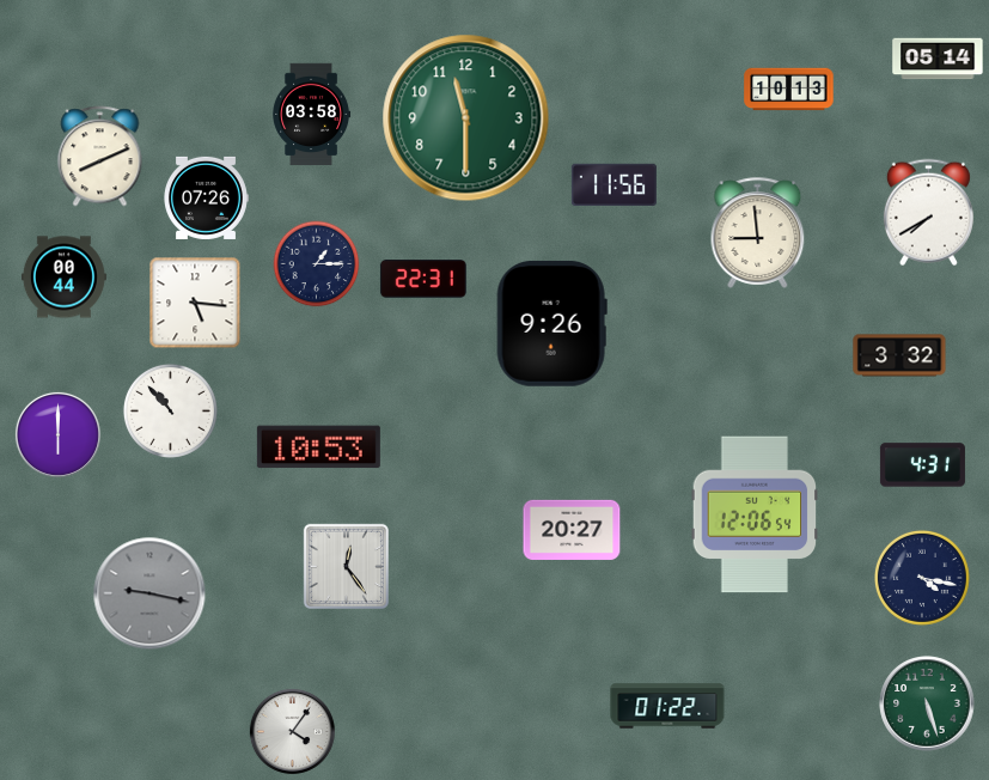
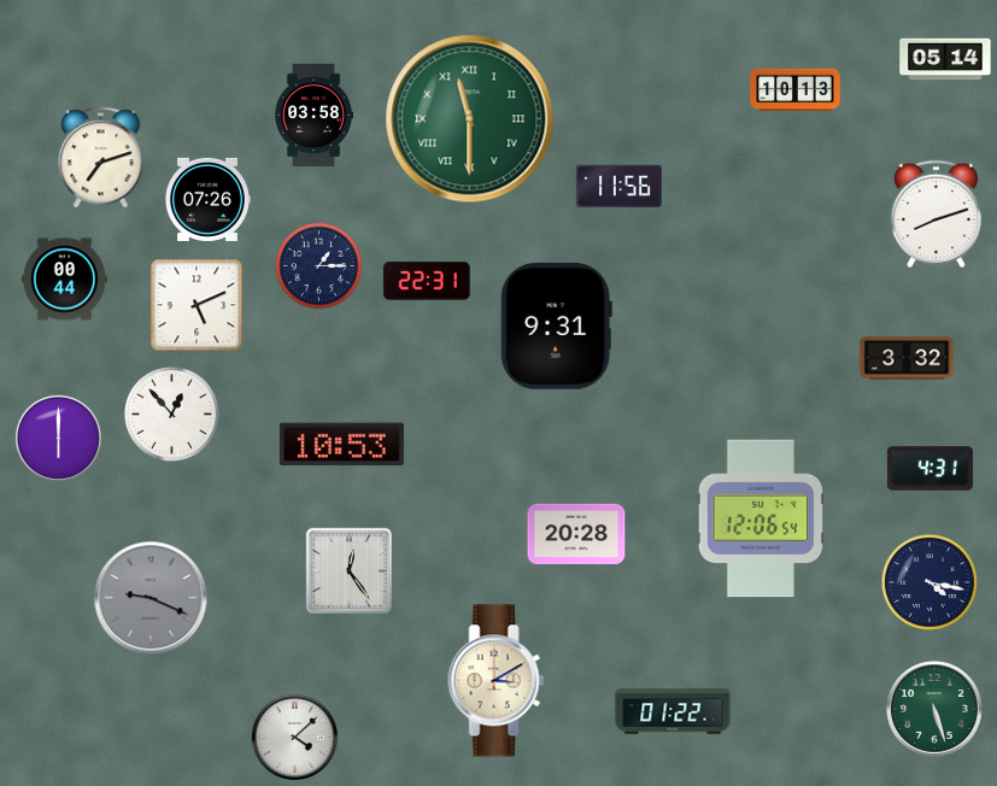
clock at (466, 118) numerals: Arabic -> Roman
clock at (100, 157): 8:11 -> 7:12
clock at (928, 213): 7:40 -> 8:12
clock at (758, 232): 8:59 -> none
clock at (195, 303): 5:16 -> 5:11
clock at (551, 323): 9:26 -> 9:31
clock at (170, 410): 10:53 -> 12:53
clock at (318, 447) position: (318, 447) -> (341, 445)
clock at (572, 530): 20:27 -> 20:28
clock at (149, 593): 9:17 -> 9:19
clock at (497, 681): none -> 3:10
clock at (292, 731): 4:06 -> 4:08
